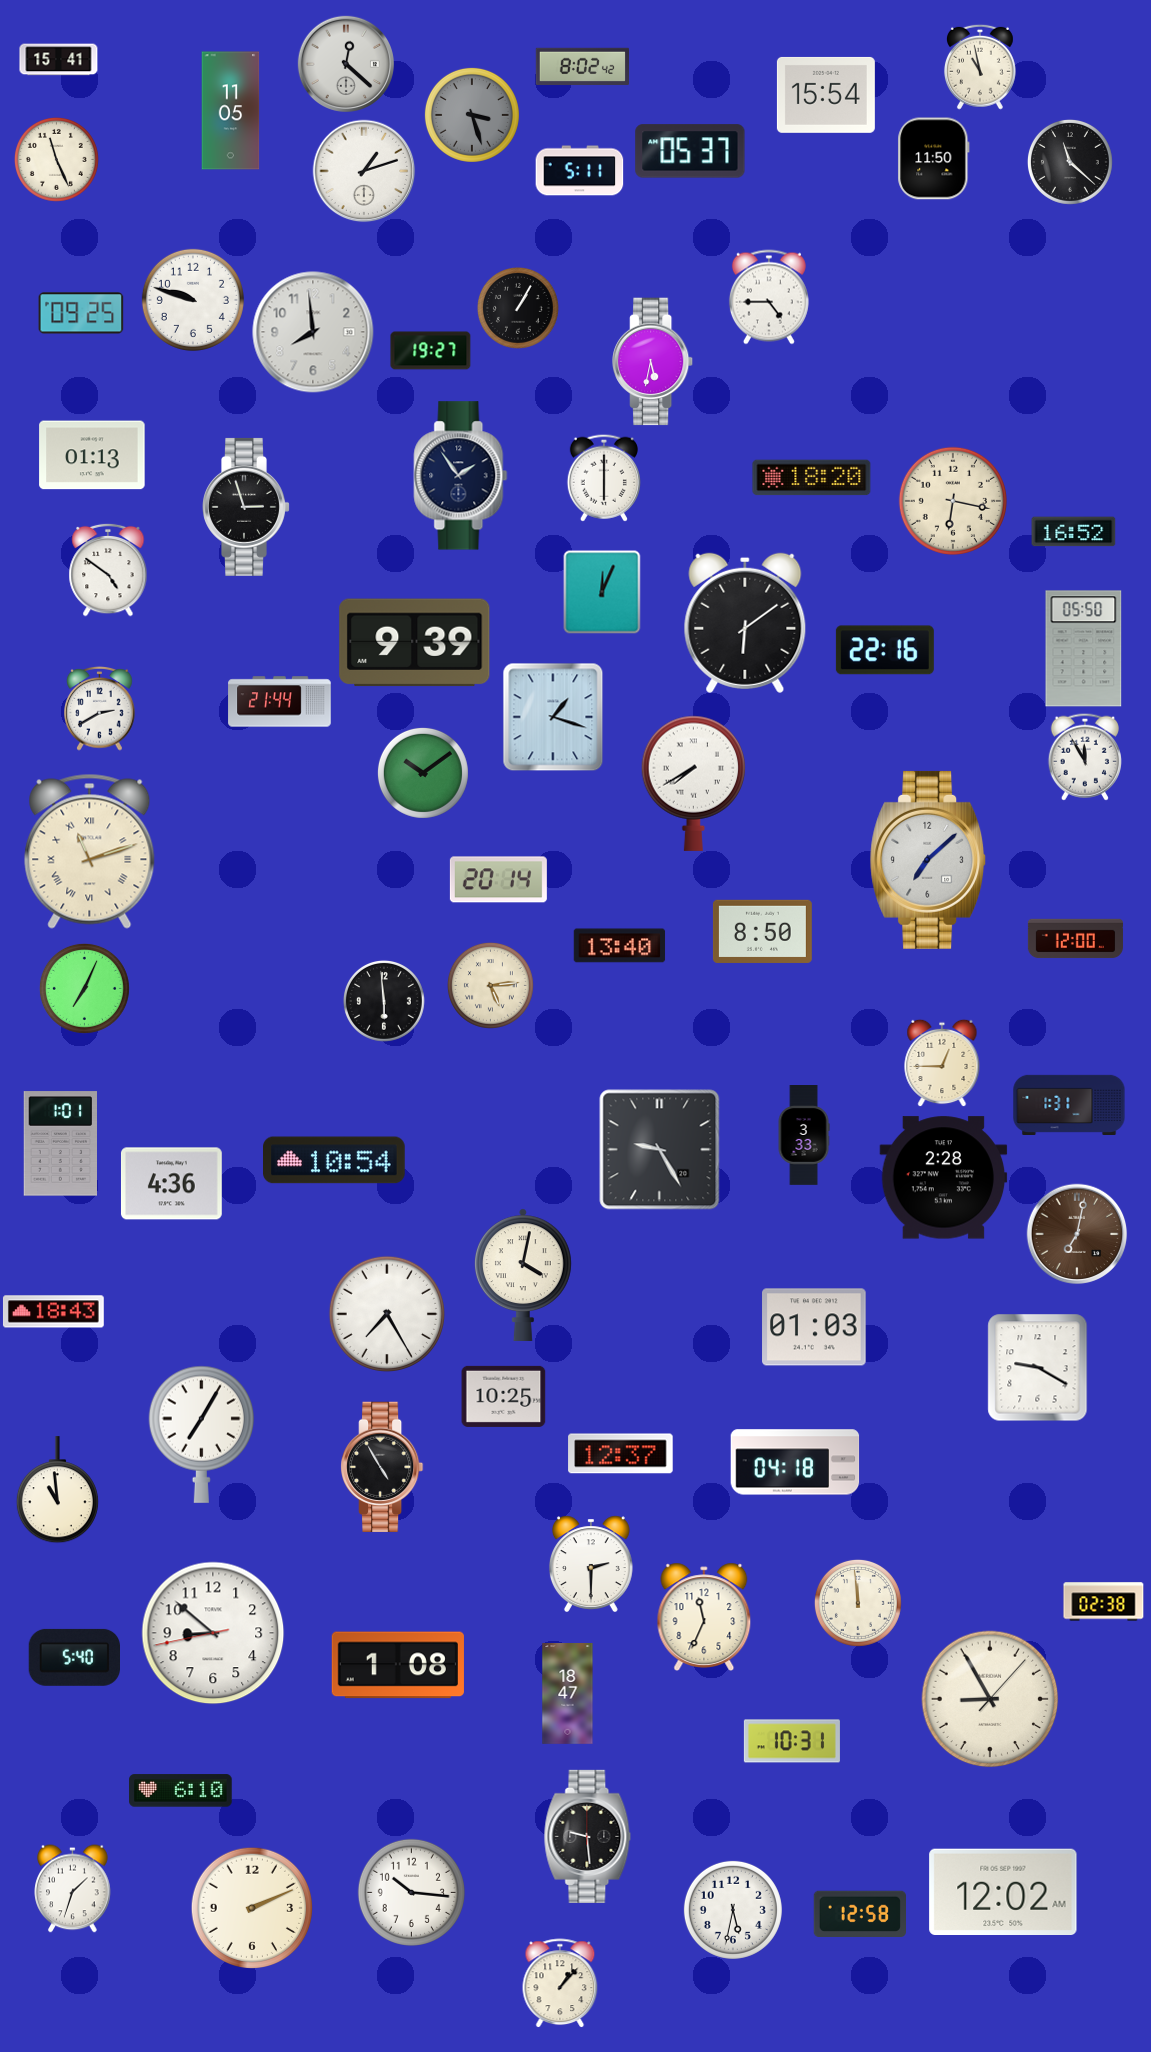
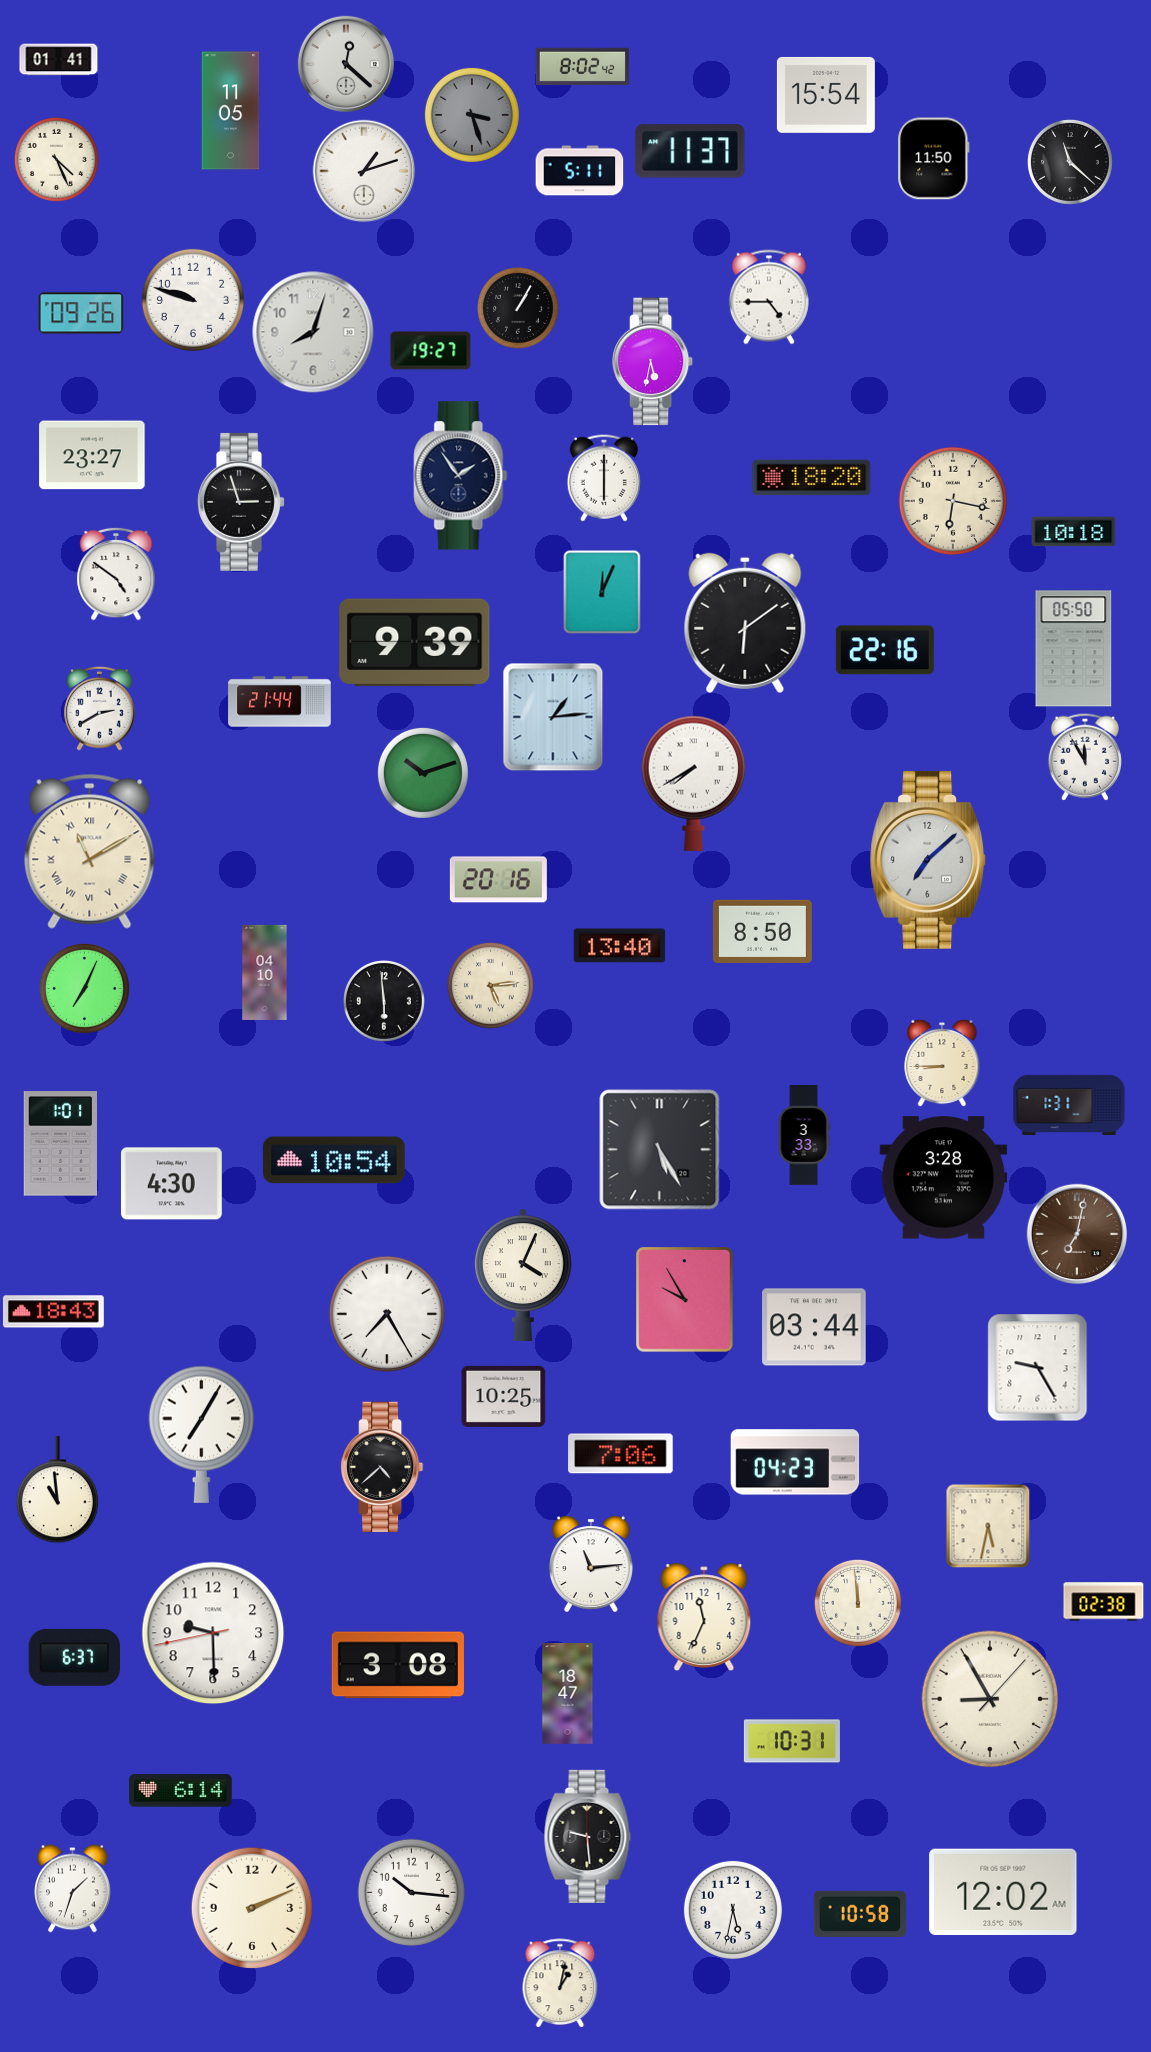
clock at (59, 60): 15:41 -> 01:41
clock at (980, 67): 10:58 -> none
clock at (690, 151): 05:37 -> 11:37
clock at (56, 159): 11:26 -> 4:26
clock at (81, 313): 09:25 -> 09:26
clock at (313, 332): 7:59 -> 8:03
clock at (92, 455): 01:13 -> 23:27
clock at (247, 507) position: (247, 507) -> (242, 502)
clock at (1074, 532): 16:52 -> 10:18
clock at (108, 570) position: (108, 570) -> (116, 574)
clock at (1084, 649) position: (1084, 649) -> (1074, 649)
clock at (553, 717): 1:18 -> 1:14
clock at (423, 773): 10:09 -> 10:12
clock at (90, 851): 11:12 -> 11:10
clock at (498, 880): 20:14 -> 20:16
clock at (1075, 939): 12:00 -> none
clock at (265, 972): none -> 04:10
clock at (942, 1063): 12:45 -> 8:45
clock at (660, 1150): 9:25 -> 5:25
clock at (944, 1178): 2:28 -> 3:28
clock at (171, 1184): 4:36 -> 4:30
clock at (523, 1275): 4:02 -> 4:04
clock at (685, 1300): none -> 9:55
clock at (814, 1327): 01:03 -> 03:44
clock at (1038, 1368): 9:20 -> 9:25
clock at (621, 1454): 12:37 -> 7:06
clock at (795, 1462): 04:18 -> 04:23
clock at (383, 1467): 4:55 -> 4:38
clock at (988, 1526): none -> 5:32
clock at (591, 1564): 2:30 -> 11:14
clock at (213, 1633): 8:51 -> 9:29
clock at (74, 1657): 5:40 -> 6:37
clock at (398, 1665): 1:08 -> 3:08
clock at (181, 1791): 6:10 -> 6:14
clock at (859, 1913): 12:58 -> 10:58
clock at (560, 1983): 1:07 -> 1:02
